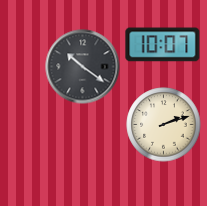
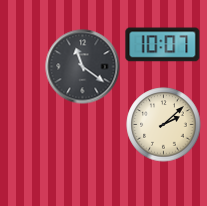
clock at (83, 67): 10:21 -> 11:21
clock at (164, 125): 2:12 -> 2:08
